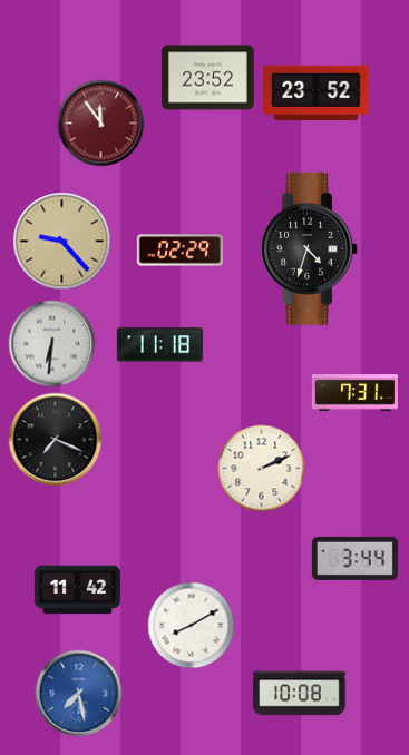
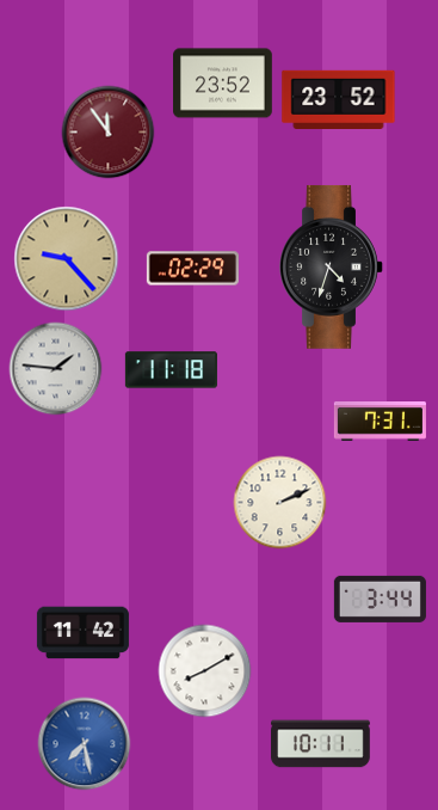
clock at (51, 343): 6:31 -> 1:46
clock at (55, 439): 7:19 -> none
clock at (300, 694): 10:08 -> 10:11
